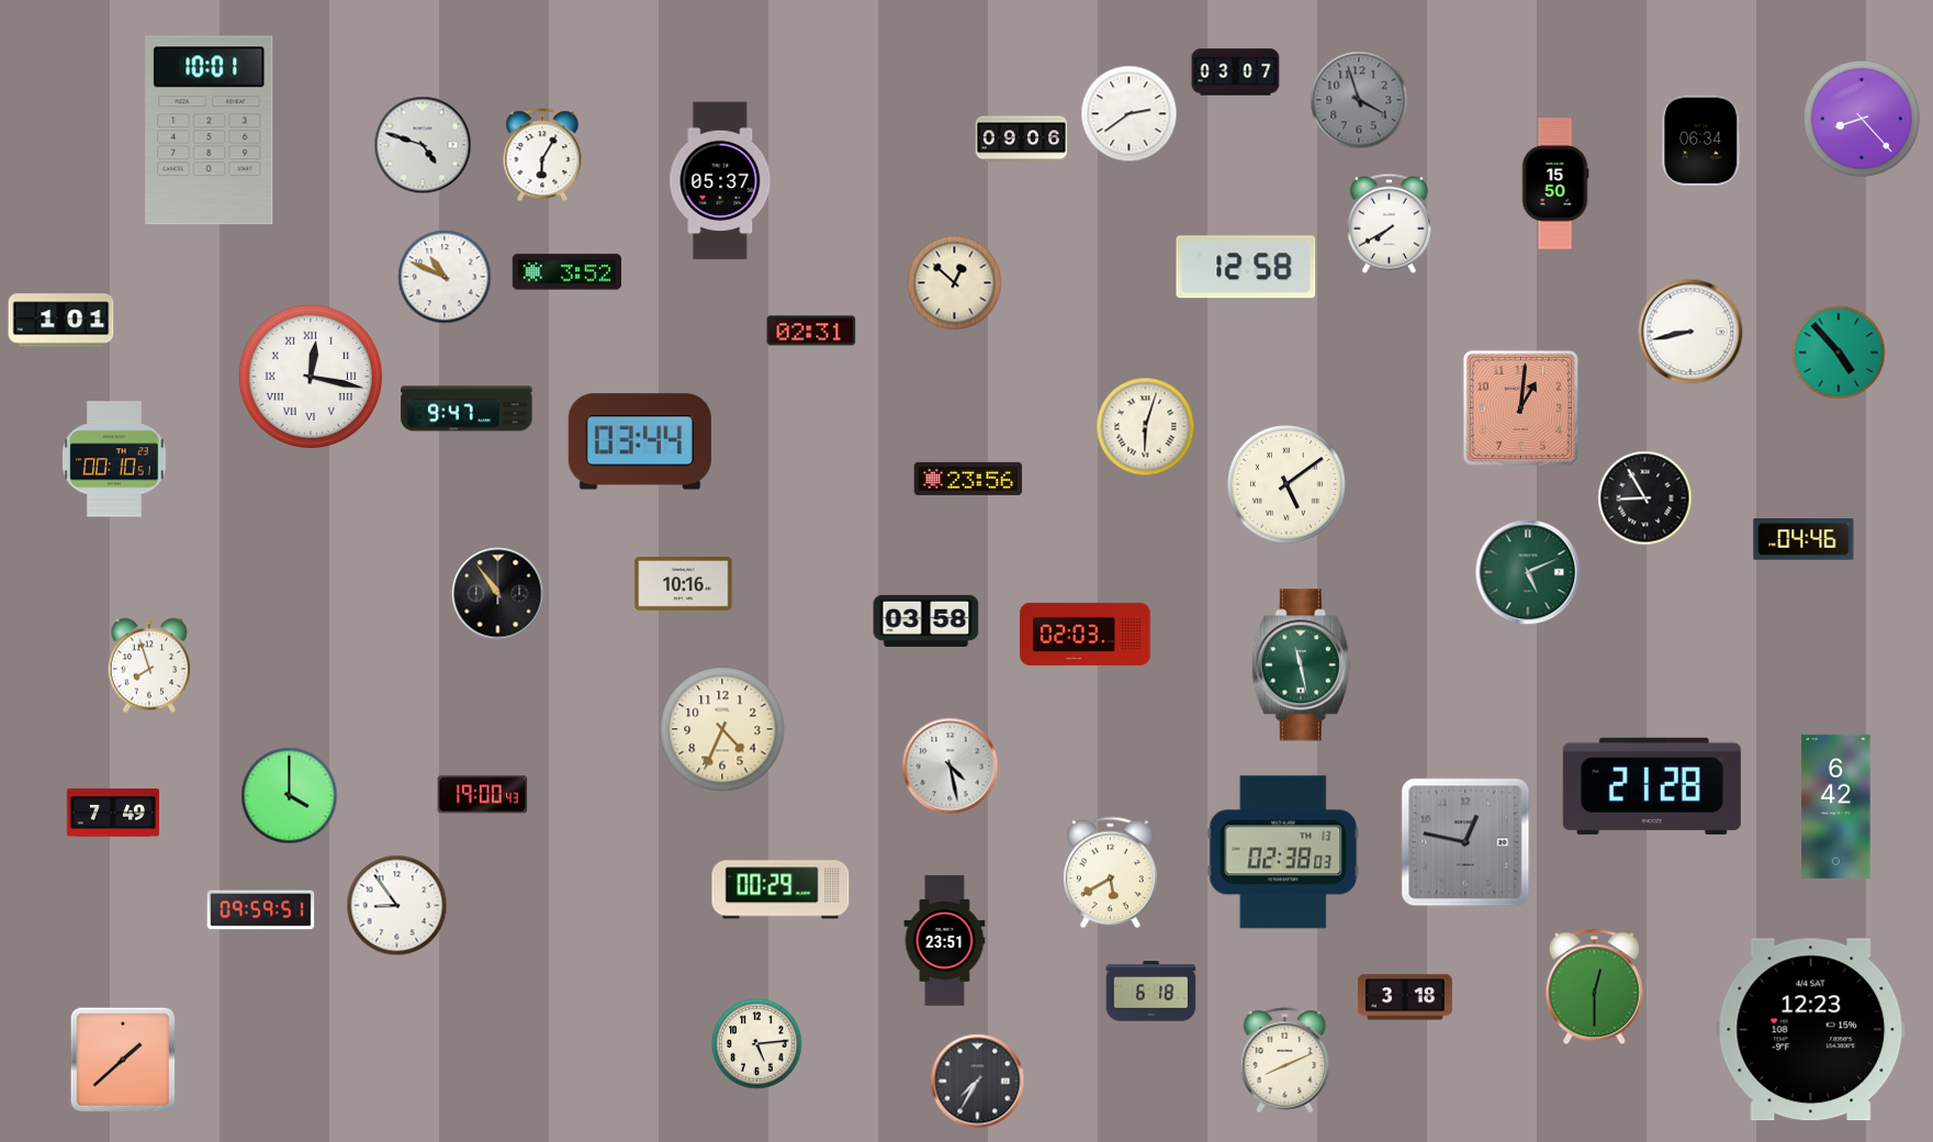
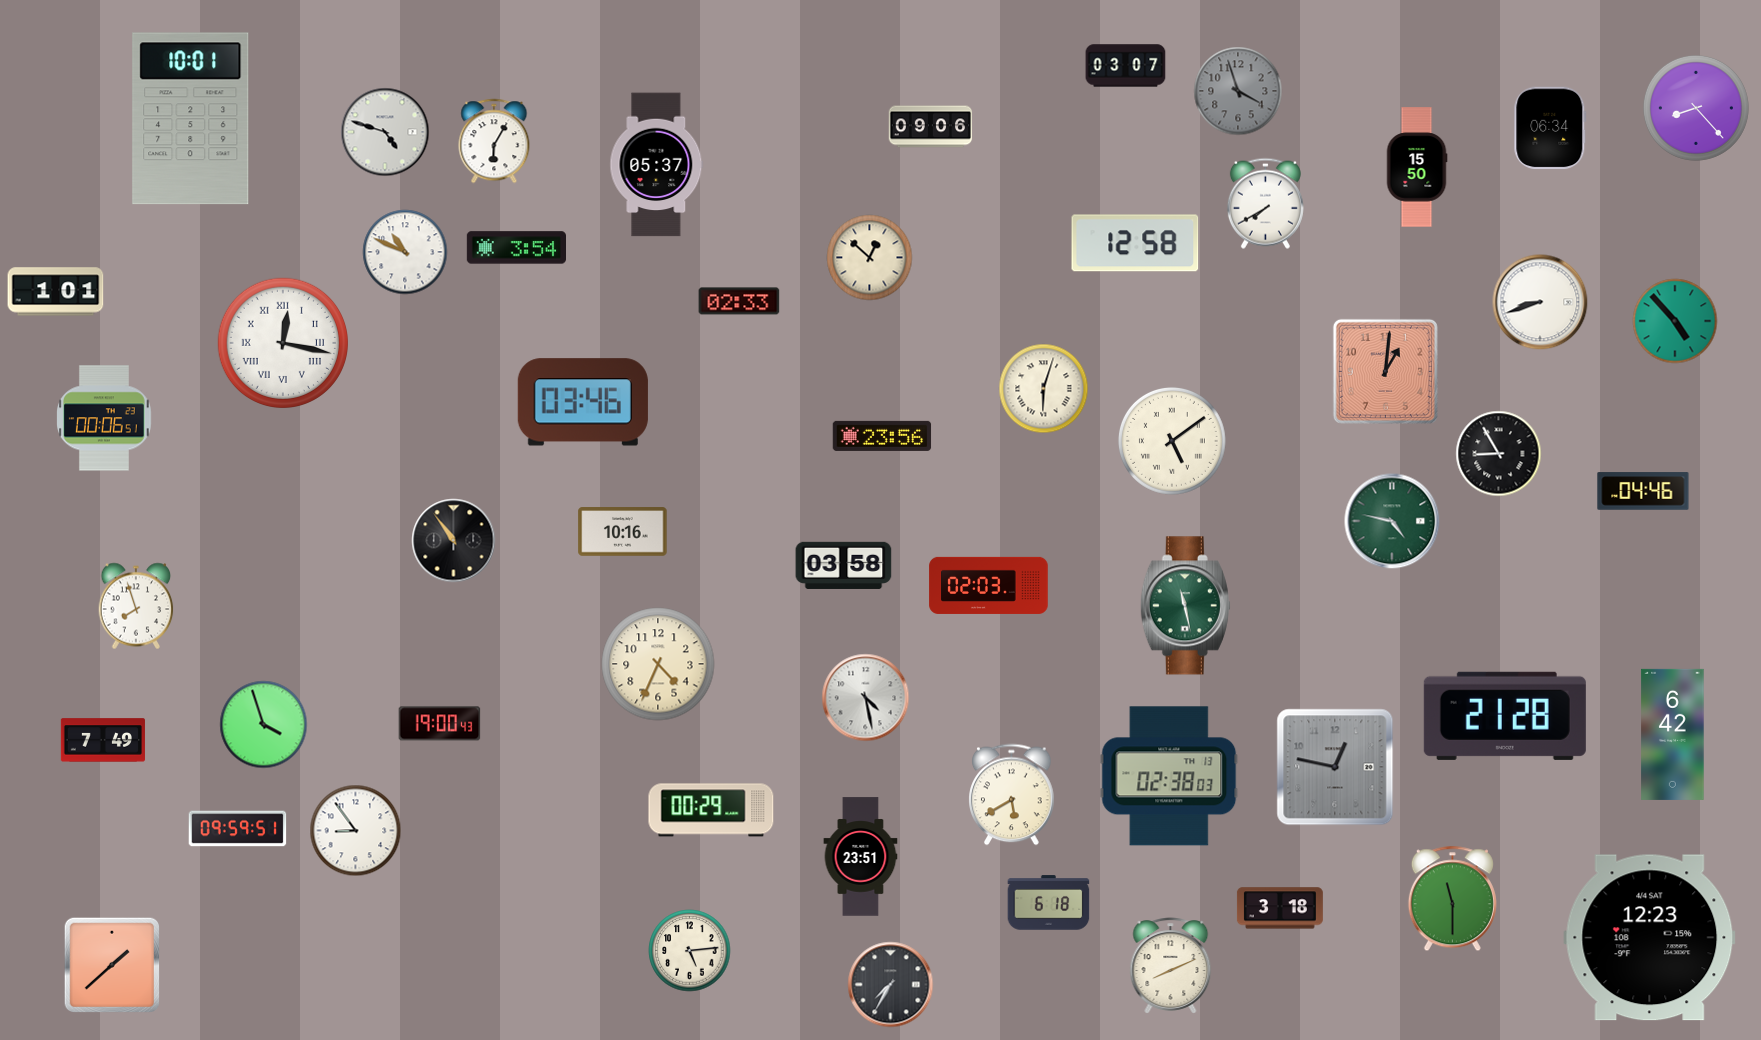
clock at (1130, 114): 2:39 -> none
clock at (566, 272): 3:52 -> 3:54
clock at (811, 331): 02:31 -> 02:33
clock at (1690, 332): 8:43 -> 8:42
clock at (467, 408): 9:47 -> none
clock at (640, 441): 03:44 -> 03:46
clock at (115, 459): 00:10 -> 00:06
clock at (1528, 572): 5:11 -> 4:47
clock at (1086, 634) position: (1086, 634) -> (989, 585)
clock at (290, 796): 4:00 -> 3:57
clock at (397, 906) position: (397, 906) -> (356, 831)
clock at (1594, 987): 12:30 -> 11:30
